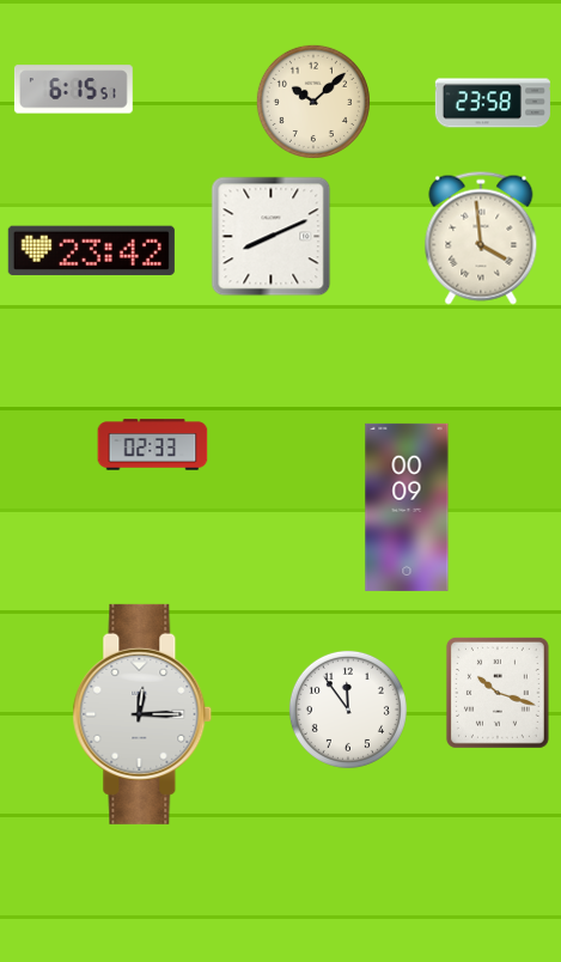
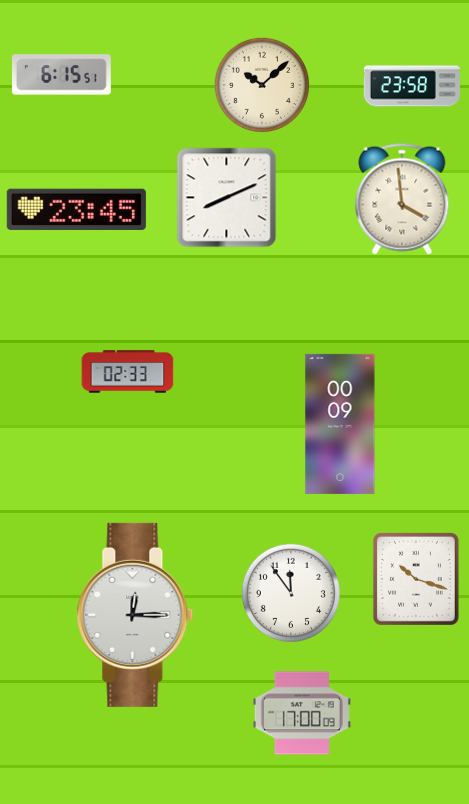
clock at (91, 250): 23:42 -> 23:45
clock at (142, 714) position: (142, 714) -> (135, 615)
clock at (302, 713): none -> 17:00
